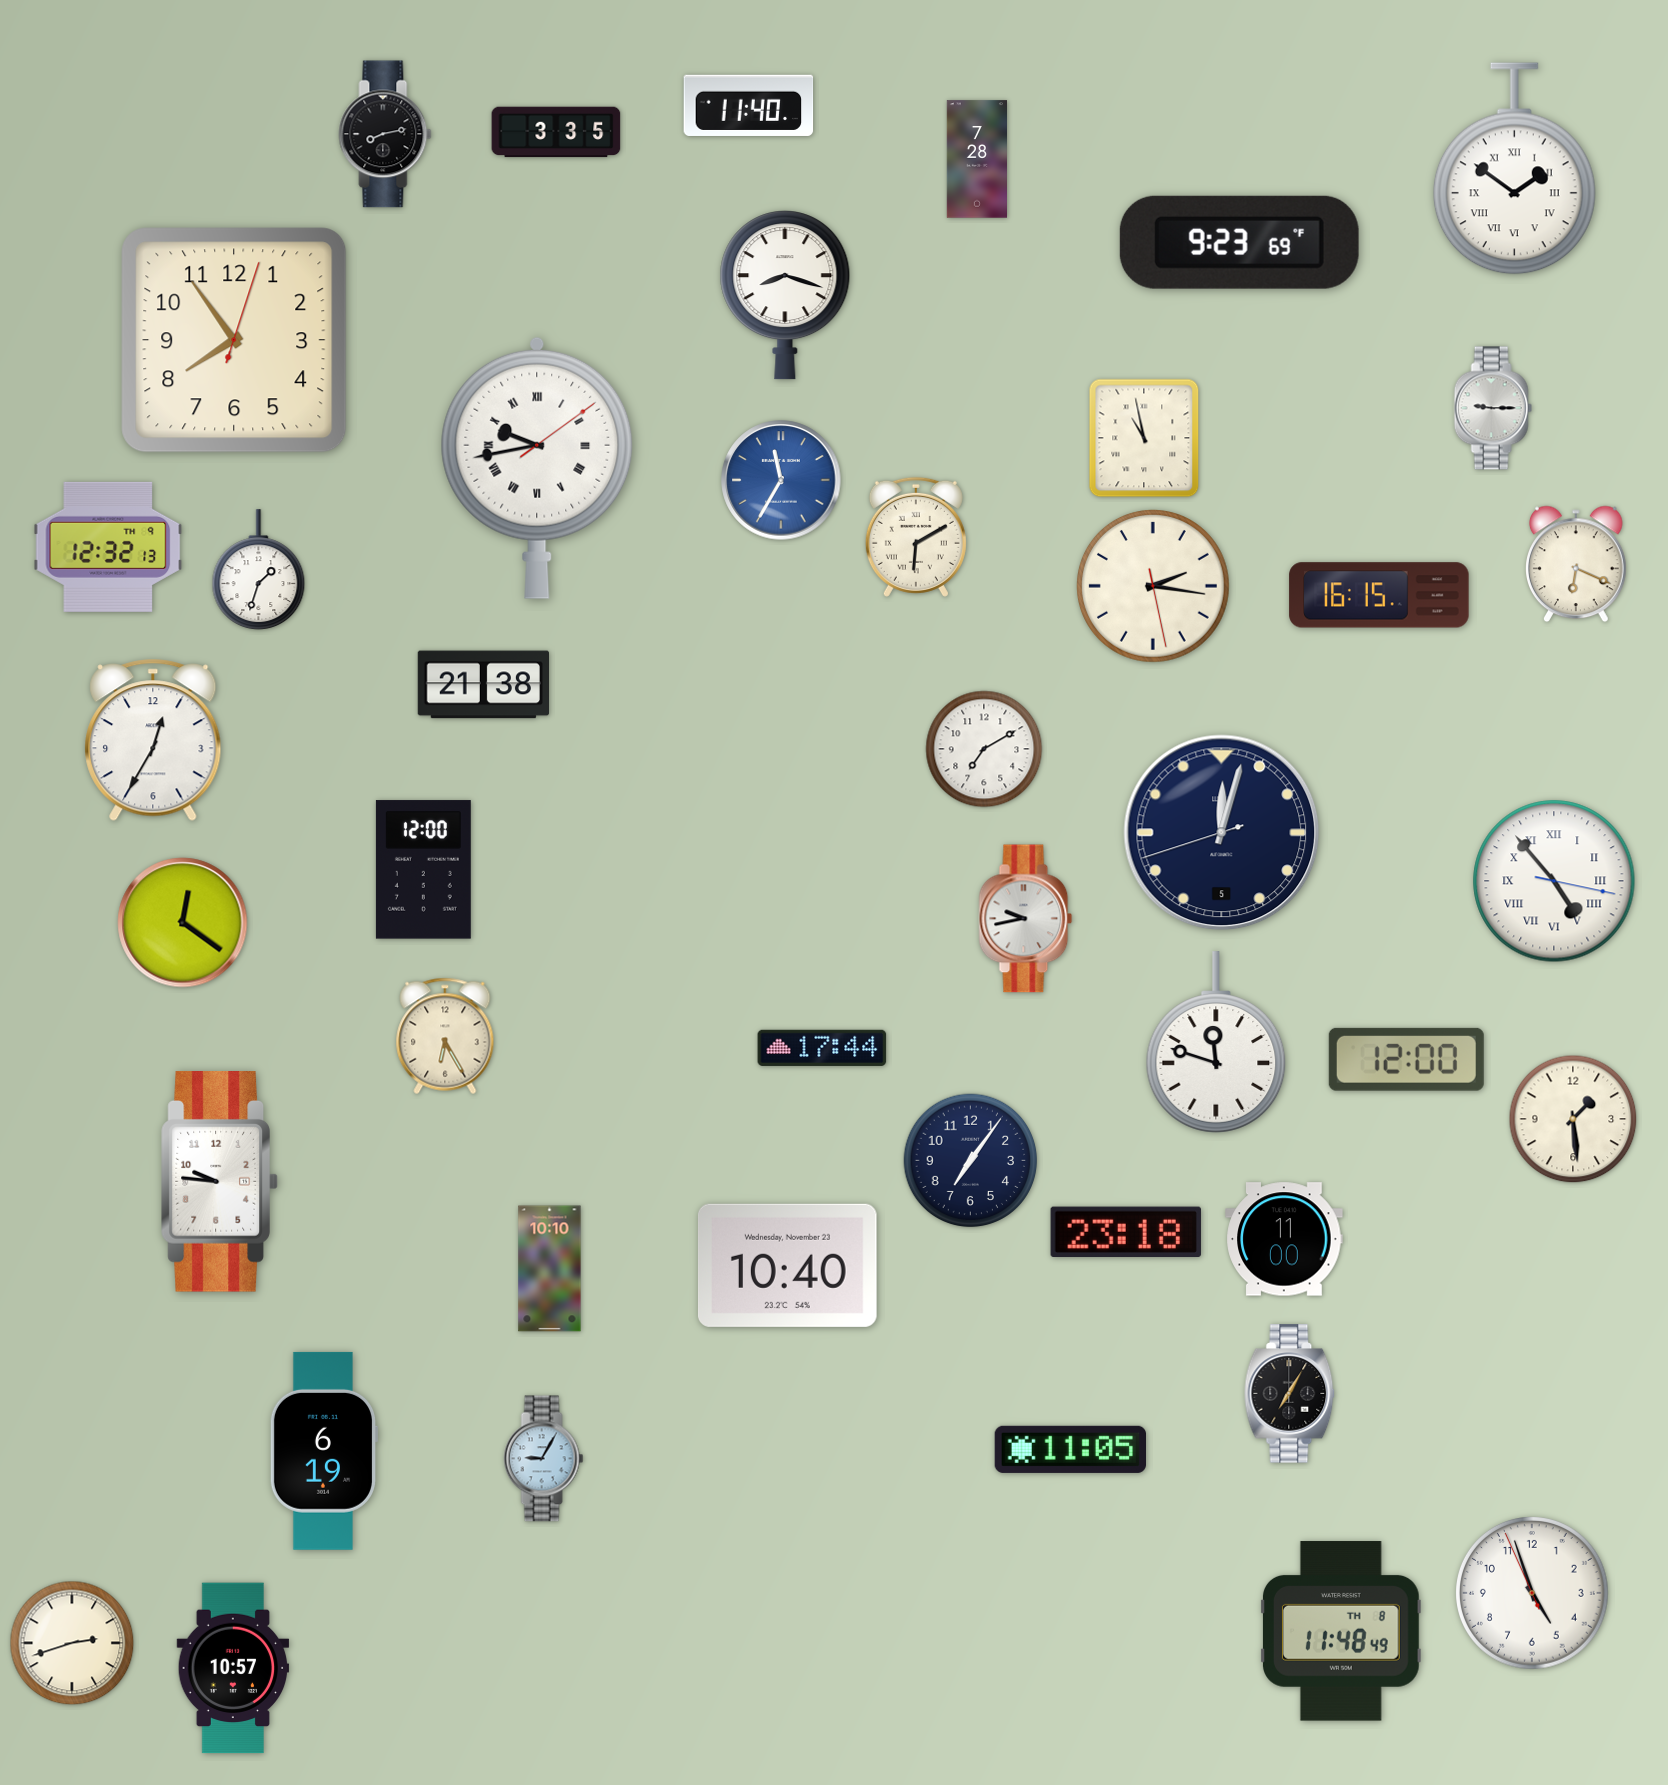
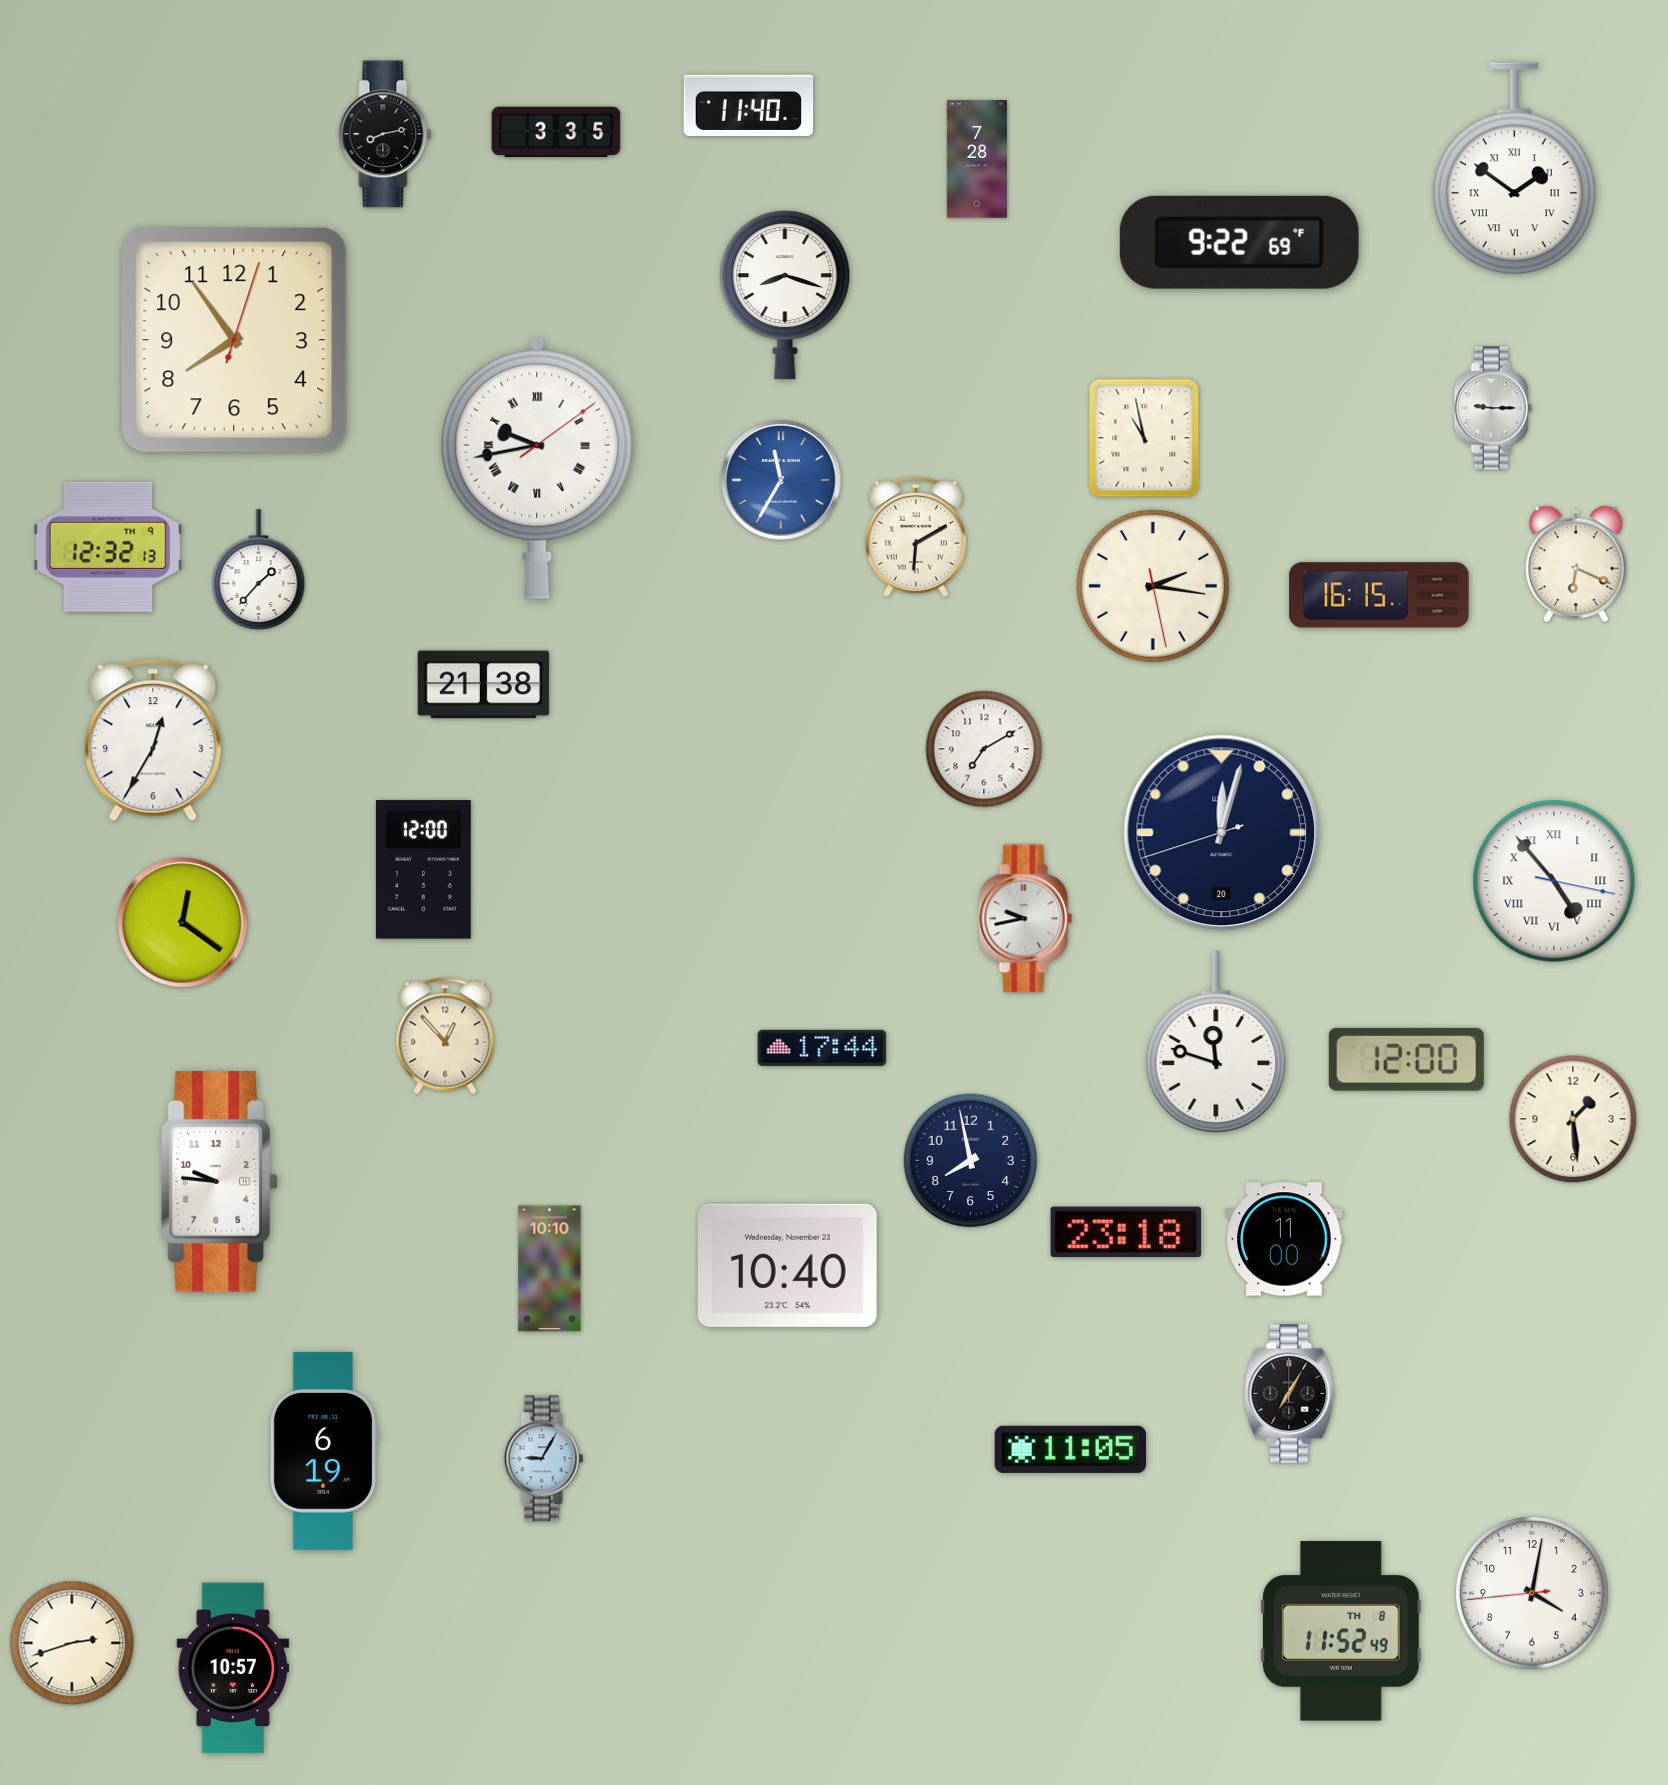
clock at (1239, 242): 9:23 -> 9:22
clock at (259, 570): 1:33 -> 1:37
clock at (1222, 833) date: 5 -> 20
clock at (445, 1036): 6:25 -> 12:53
clock at (971, 1161): 7:06 -> 7:58
clock at (1533, 1594): 4:56 -> 4:01
clock at (1341, 1631): 11:48 -> 11:52
